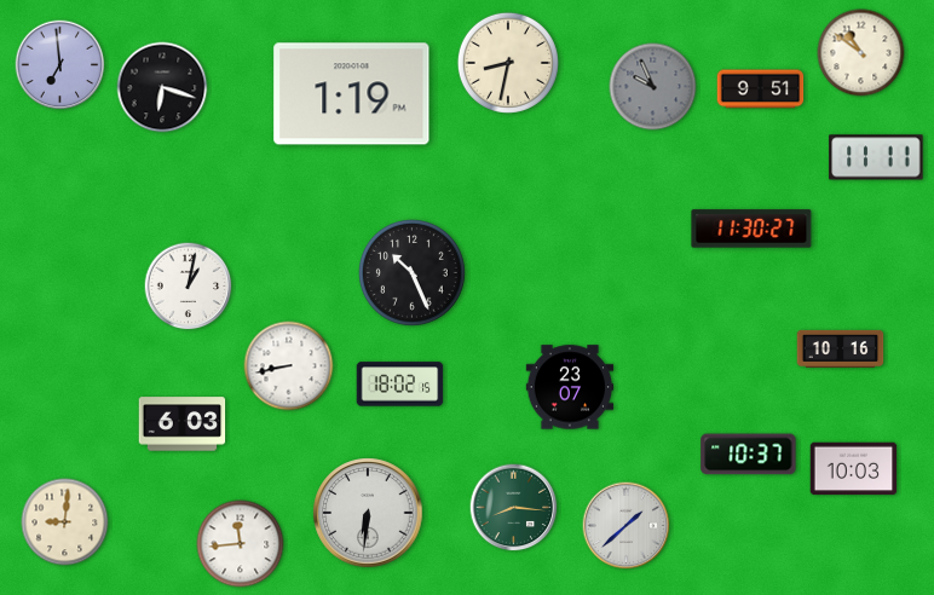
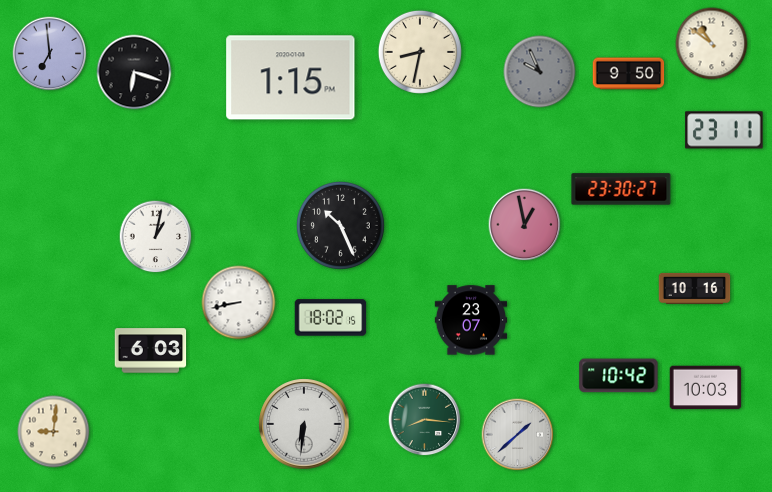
clock at (761, 89): 9:51 -> 9:50
clock at (352, 94): 1:19 -> 1:15
clock at (876, 157): 11:11 -> 23:11
clock at (751, 229): 11:30 -> 23:30
clock at (525, 225): none -> 12:58
clock at (749, 455): 10:37 -> 10:42
clock at (241, 544): 11:44 -> none
